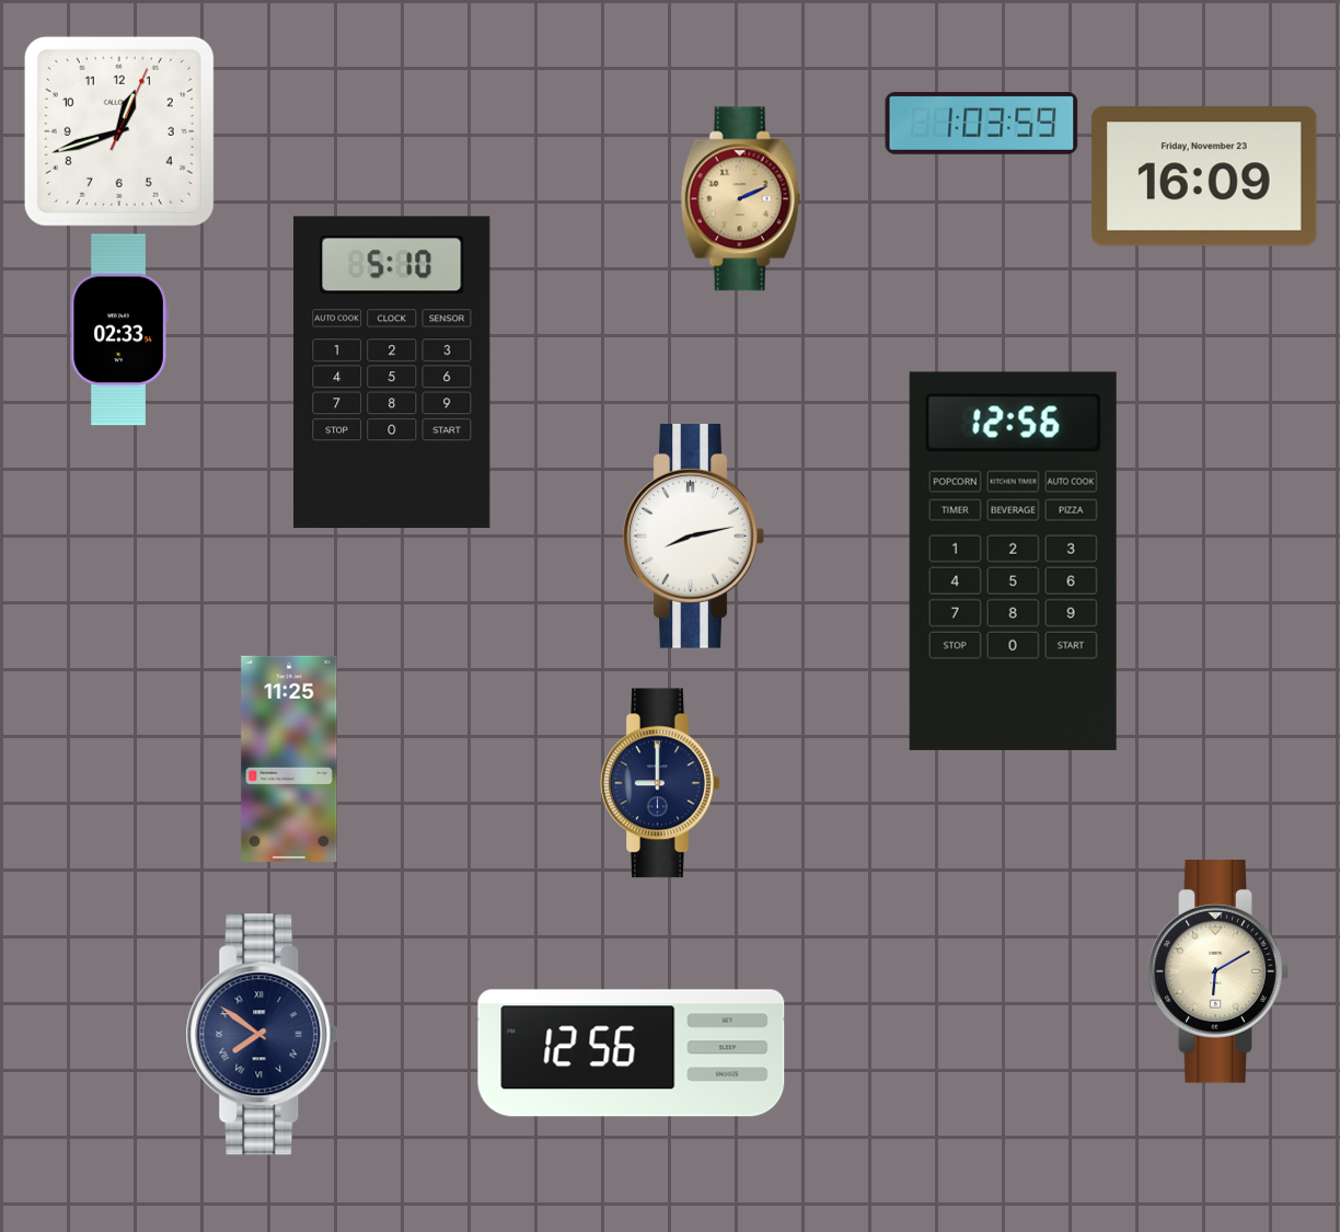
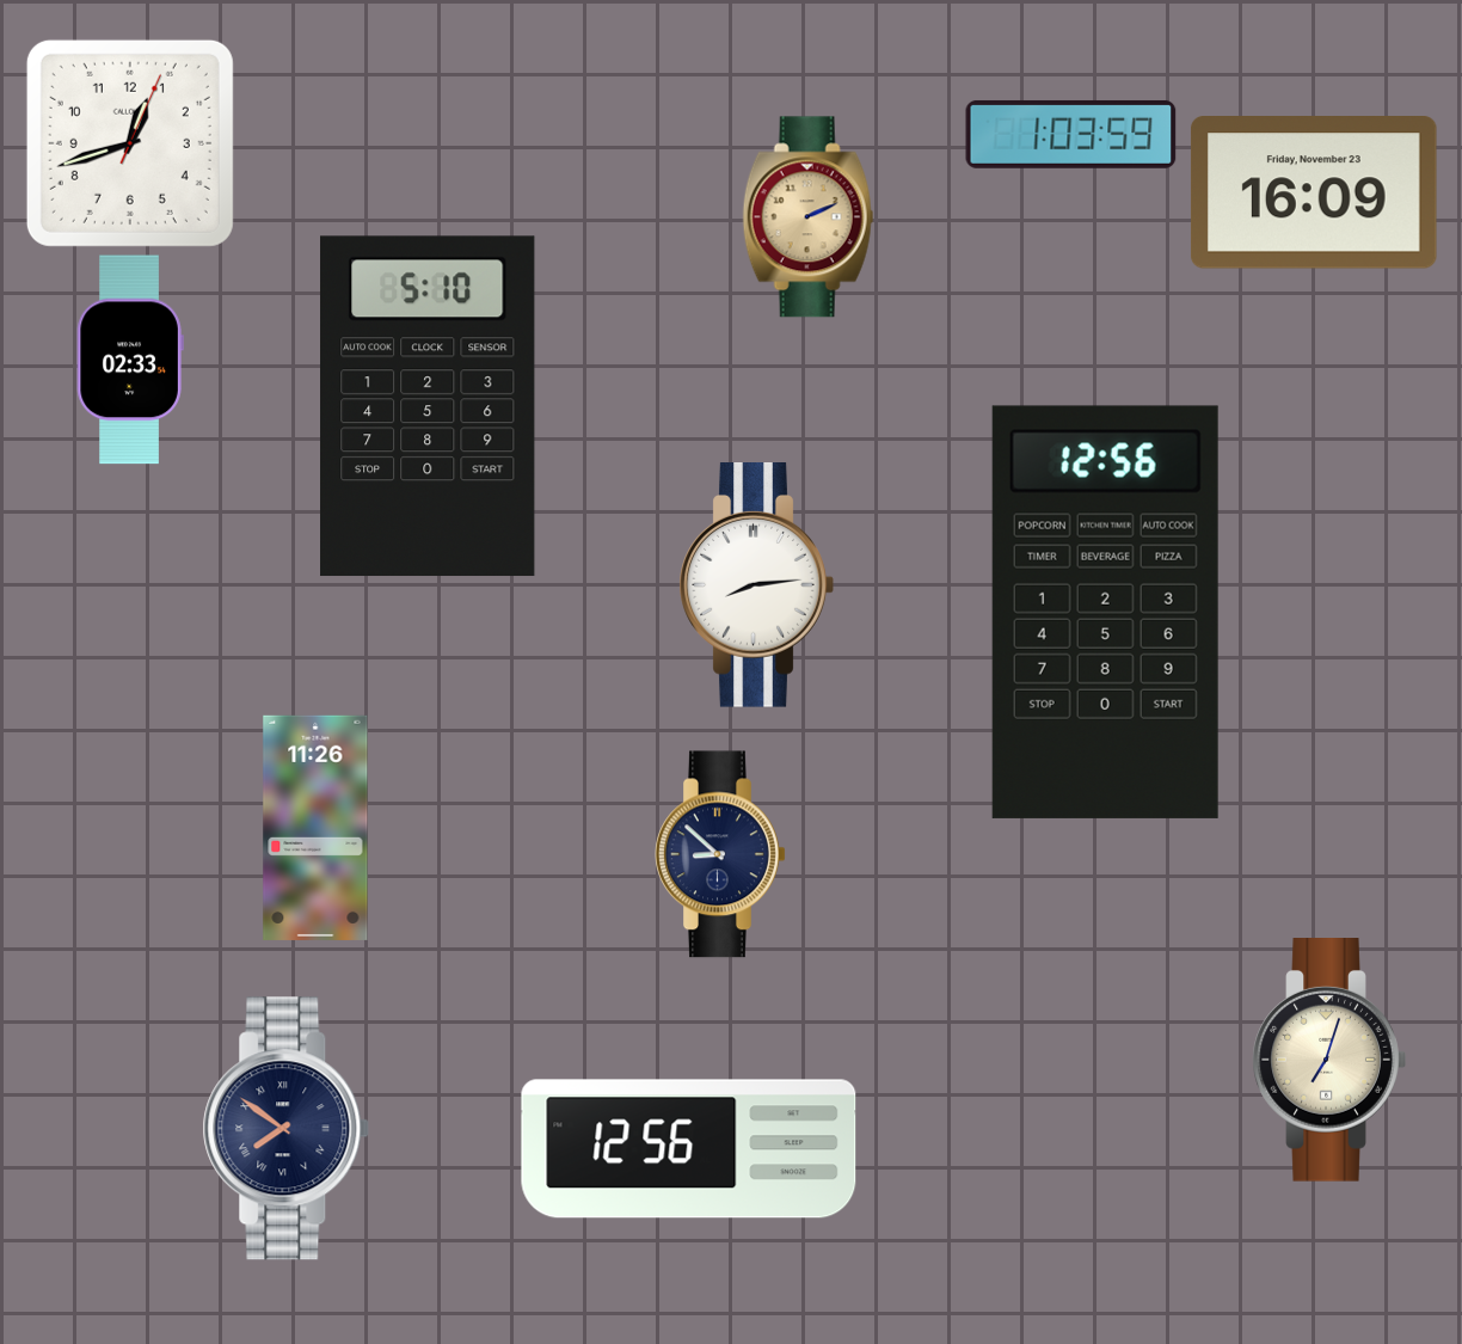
clock at (693, 537): 8:13 -> 8:14
clock at (289, 759): 11:25 -> 11:26
clock at (660, 783): 9:00 -> 8:52
clock at (1218, 972): 6:10 -> 7:03
